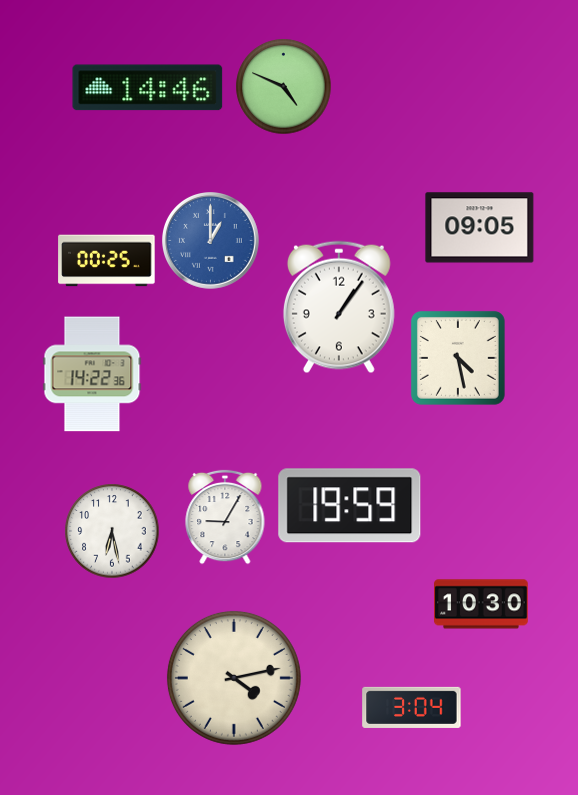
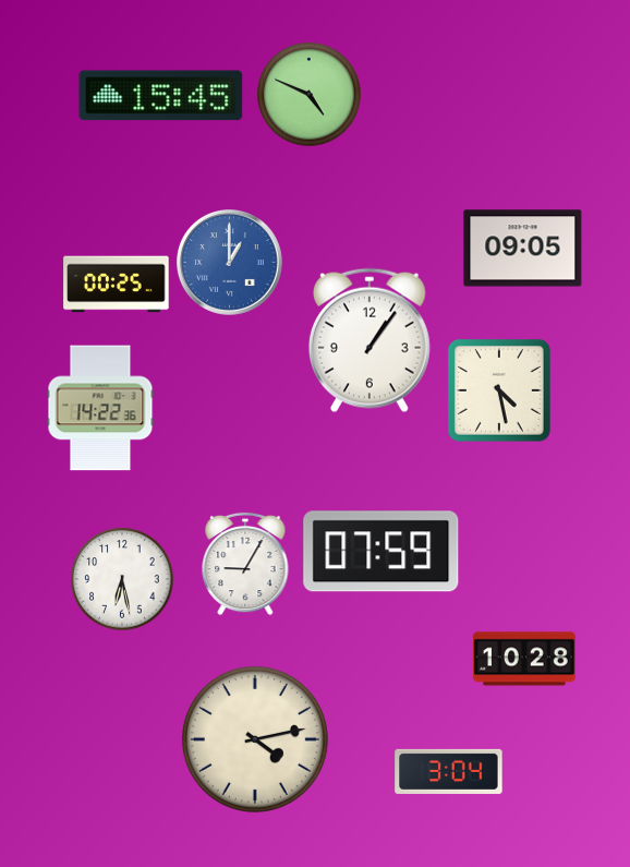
clock at (148, 88): 14:46 -> 15:45
clock at (339, 307) position: (339, 307) -> (369, 340)
clock at (350, 506): 19:59 -> 07:59
clock at (482, 604): 10:30 -> 10:28
